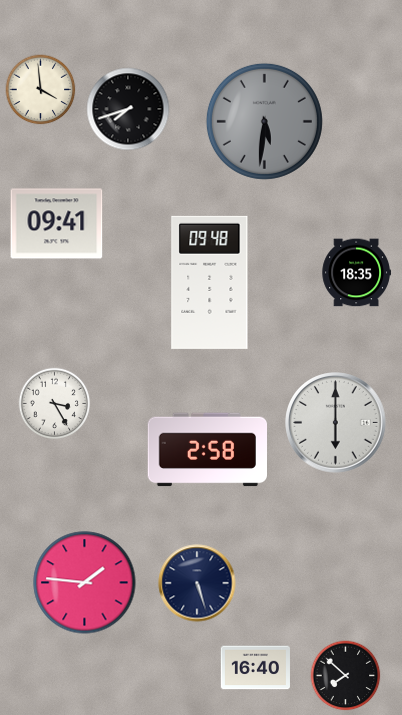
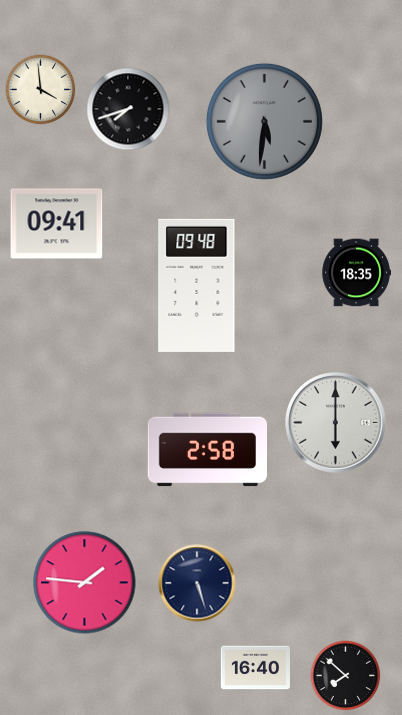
clock at (210, 282) position: (210, 282) -> (197, 285)
clock at (55, 404): 3:25 -> none
